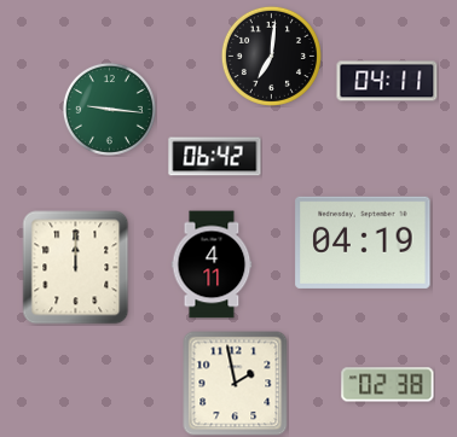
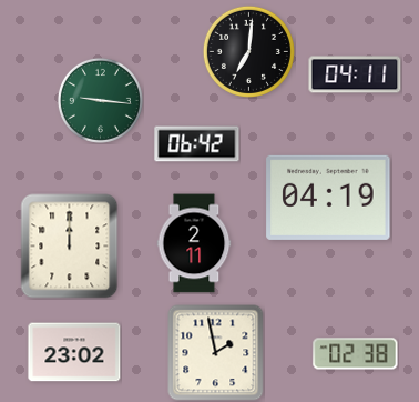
clock at (363, 243) position: (363, 243) -> (328, 198)
clock at (212, 264): 4:11 -> 2:11
clock at (74, 352): none -> 23:02
